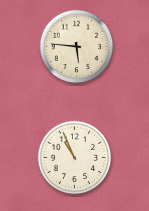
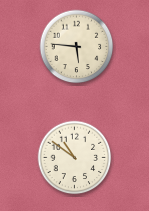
clock at (75, 158): 10:56 -> 10:51
